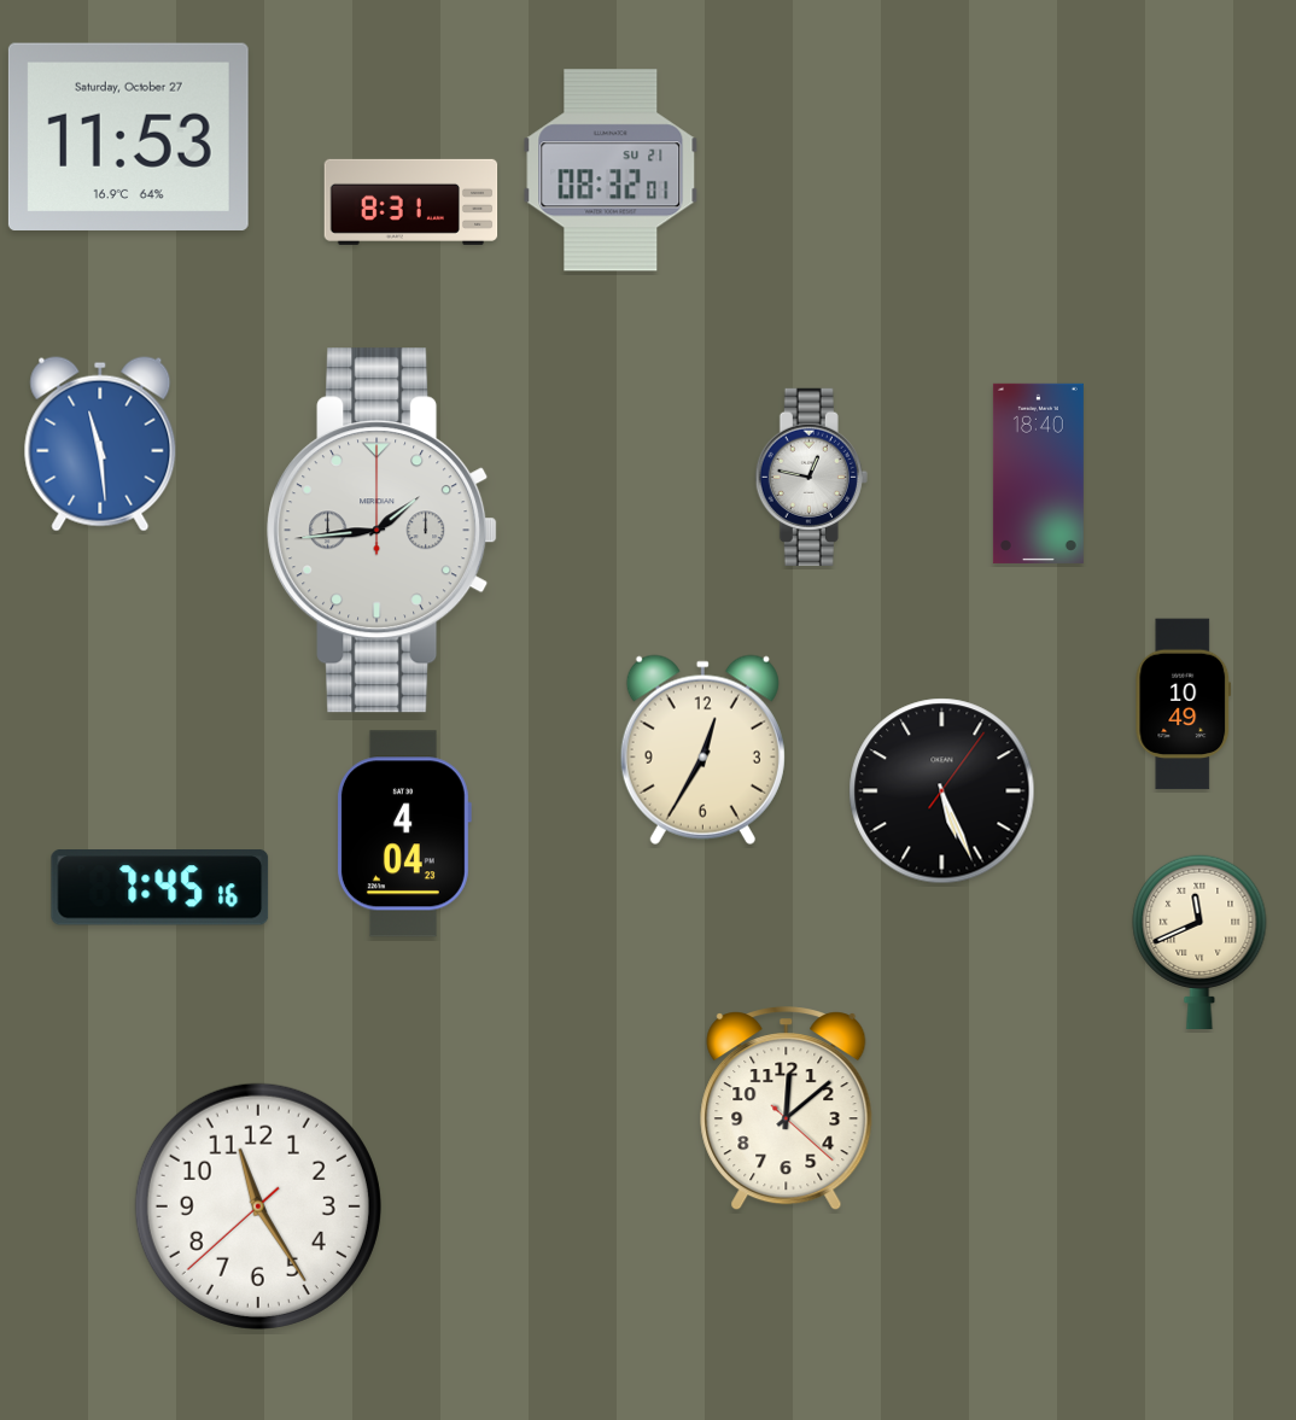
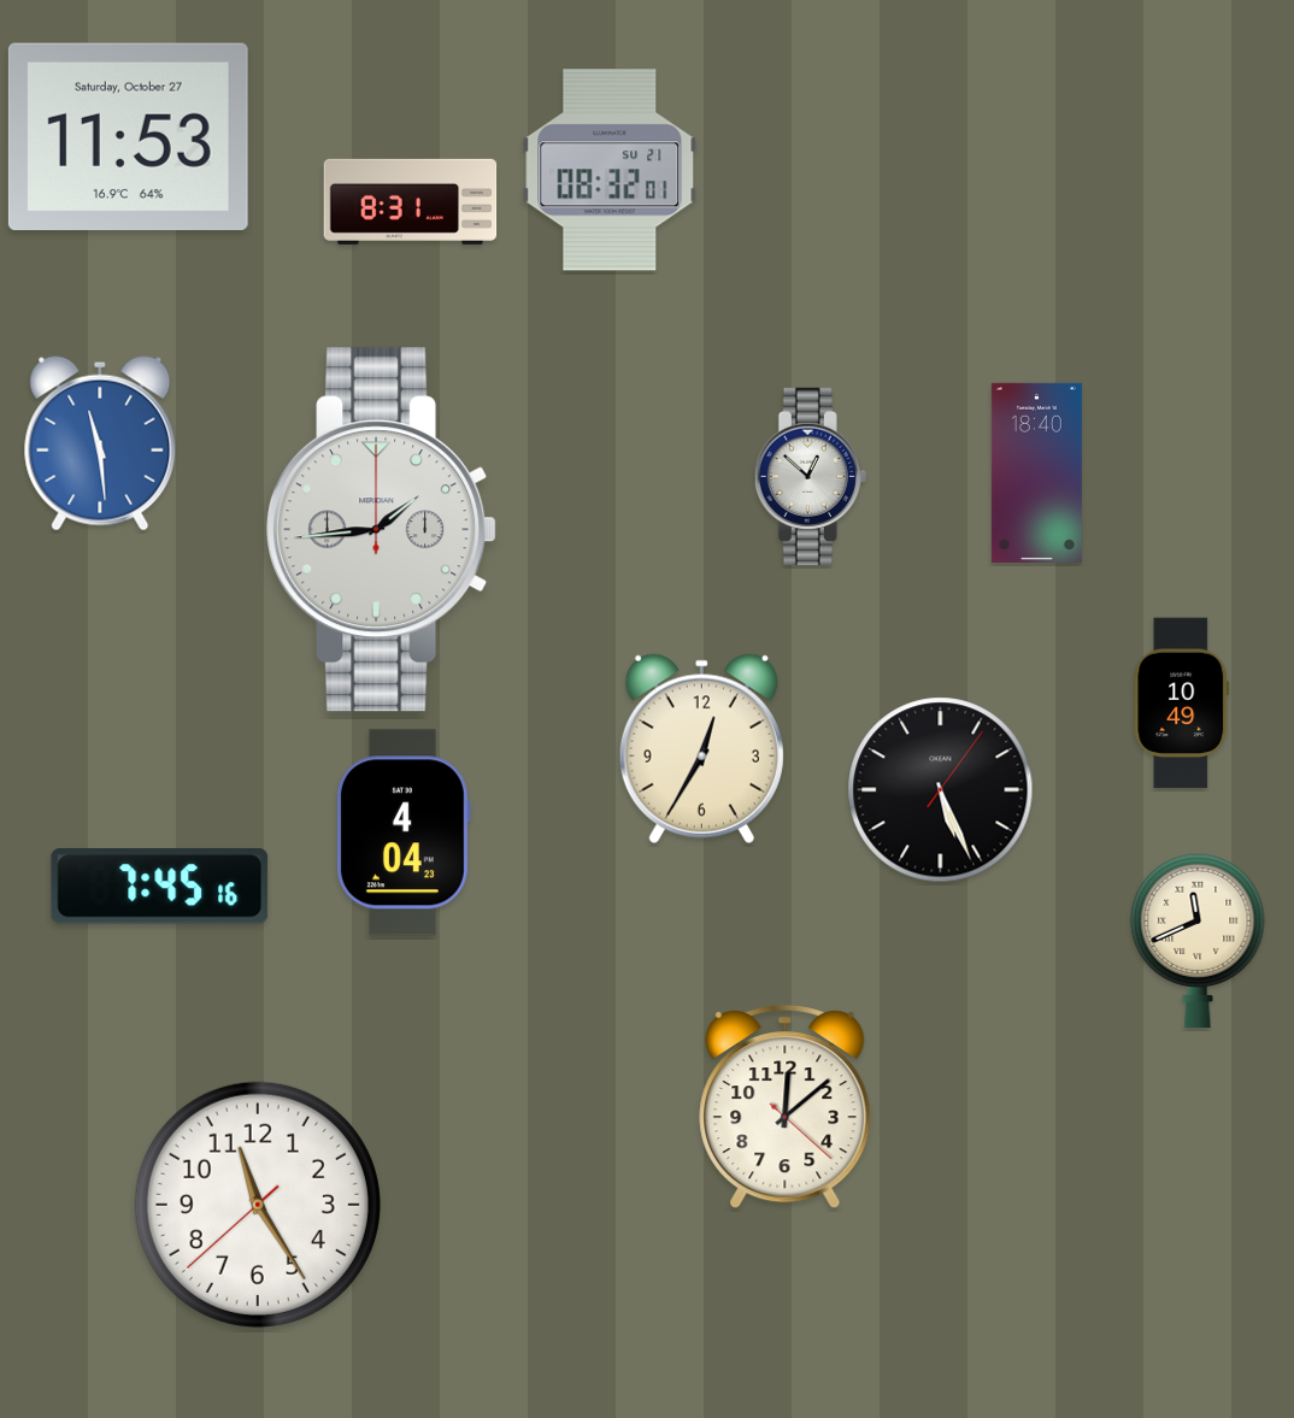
clock at (811, 477): 12:47 -> 12:52
